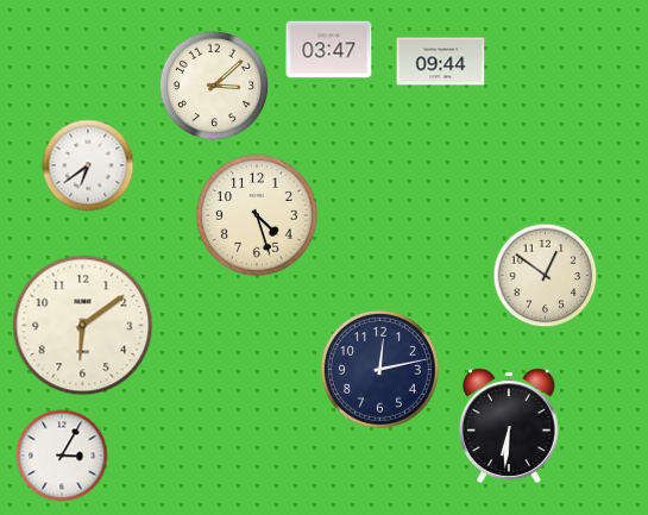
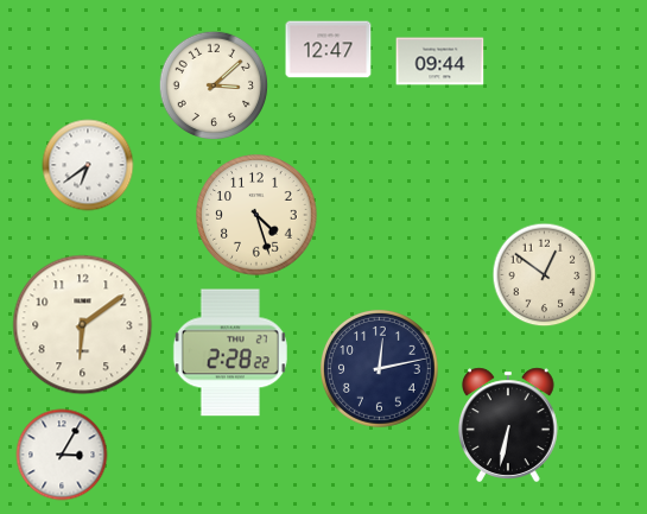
clock at (329, 50): 03:47 -> 12:47
clock at (230, 353): none -> 2:28
clock at (509, 426): 6:31 -> 6:32
